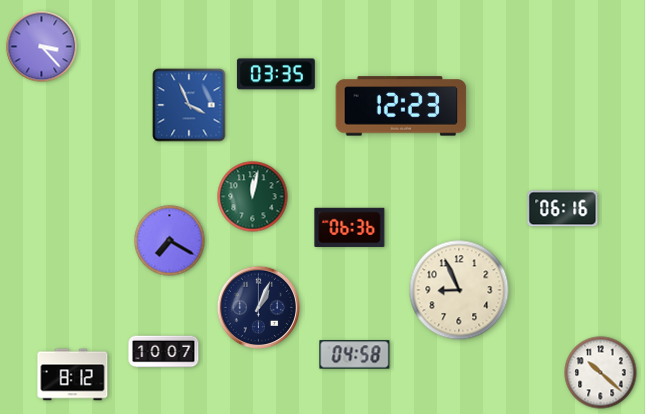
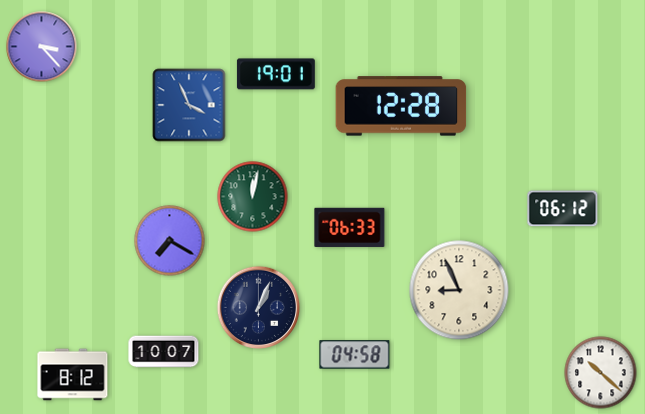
clock at (276, 74): 03:35 -> 19:01
clock at (401, 106): 12:23 -> 12:28
clock at (563, 209): 06:16 -> 06:12
clock at (350, 227): 06:36 -> 06:33
